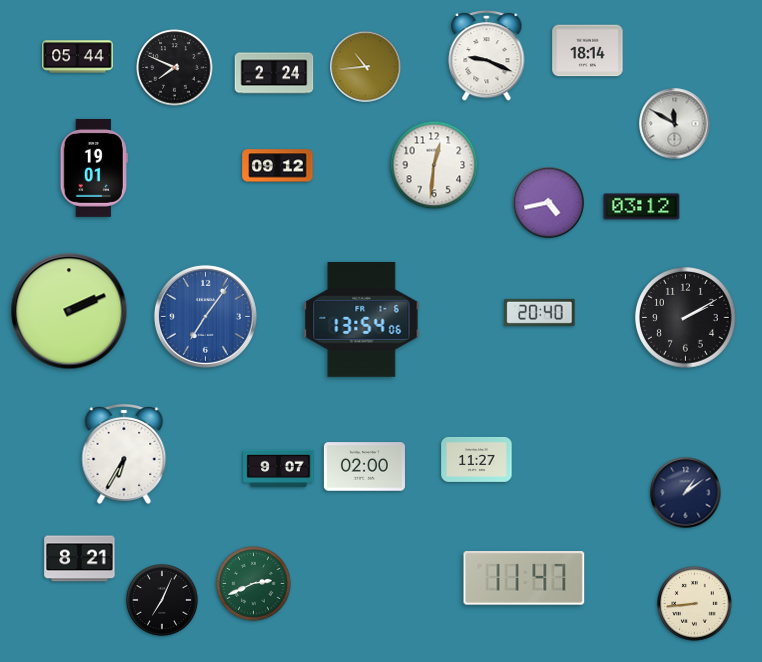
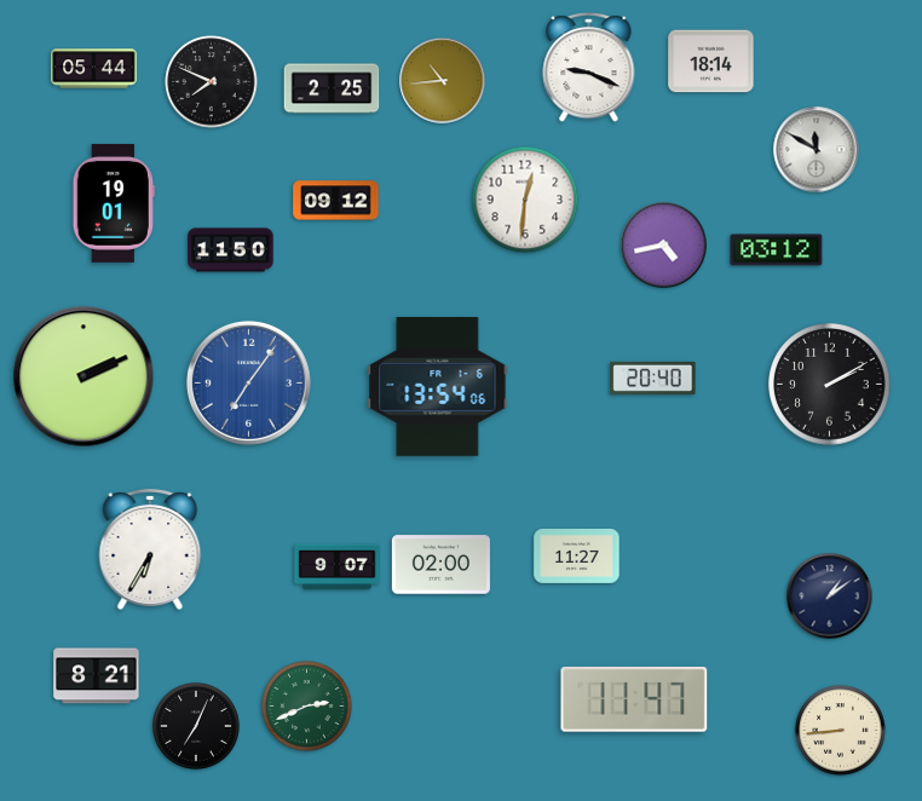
clock at (274, 73): 2:24 -> 2:25
clock at (231, 250): none -> 11:50
